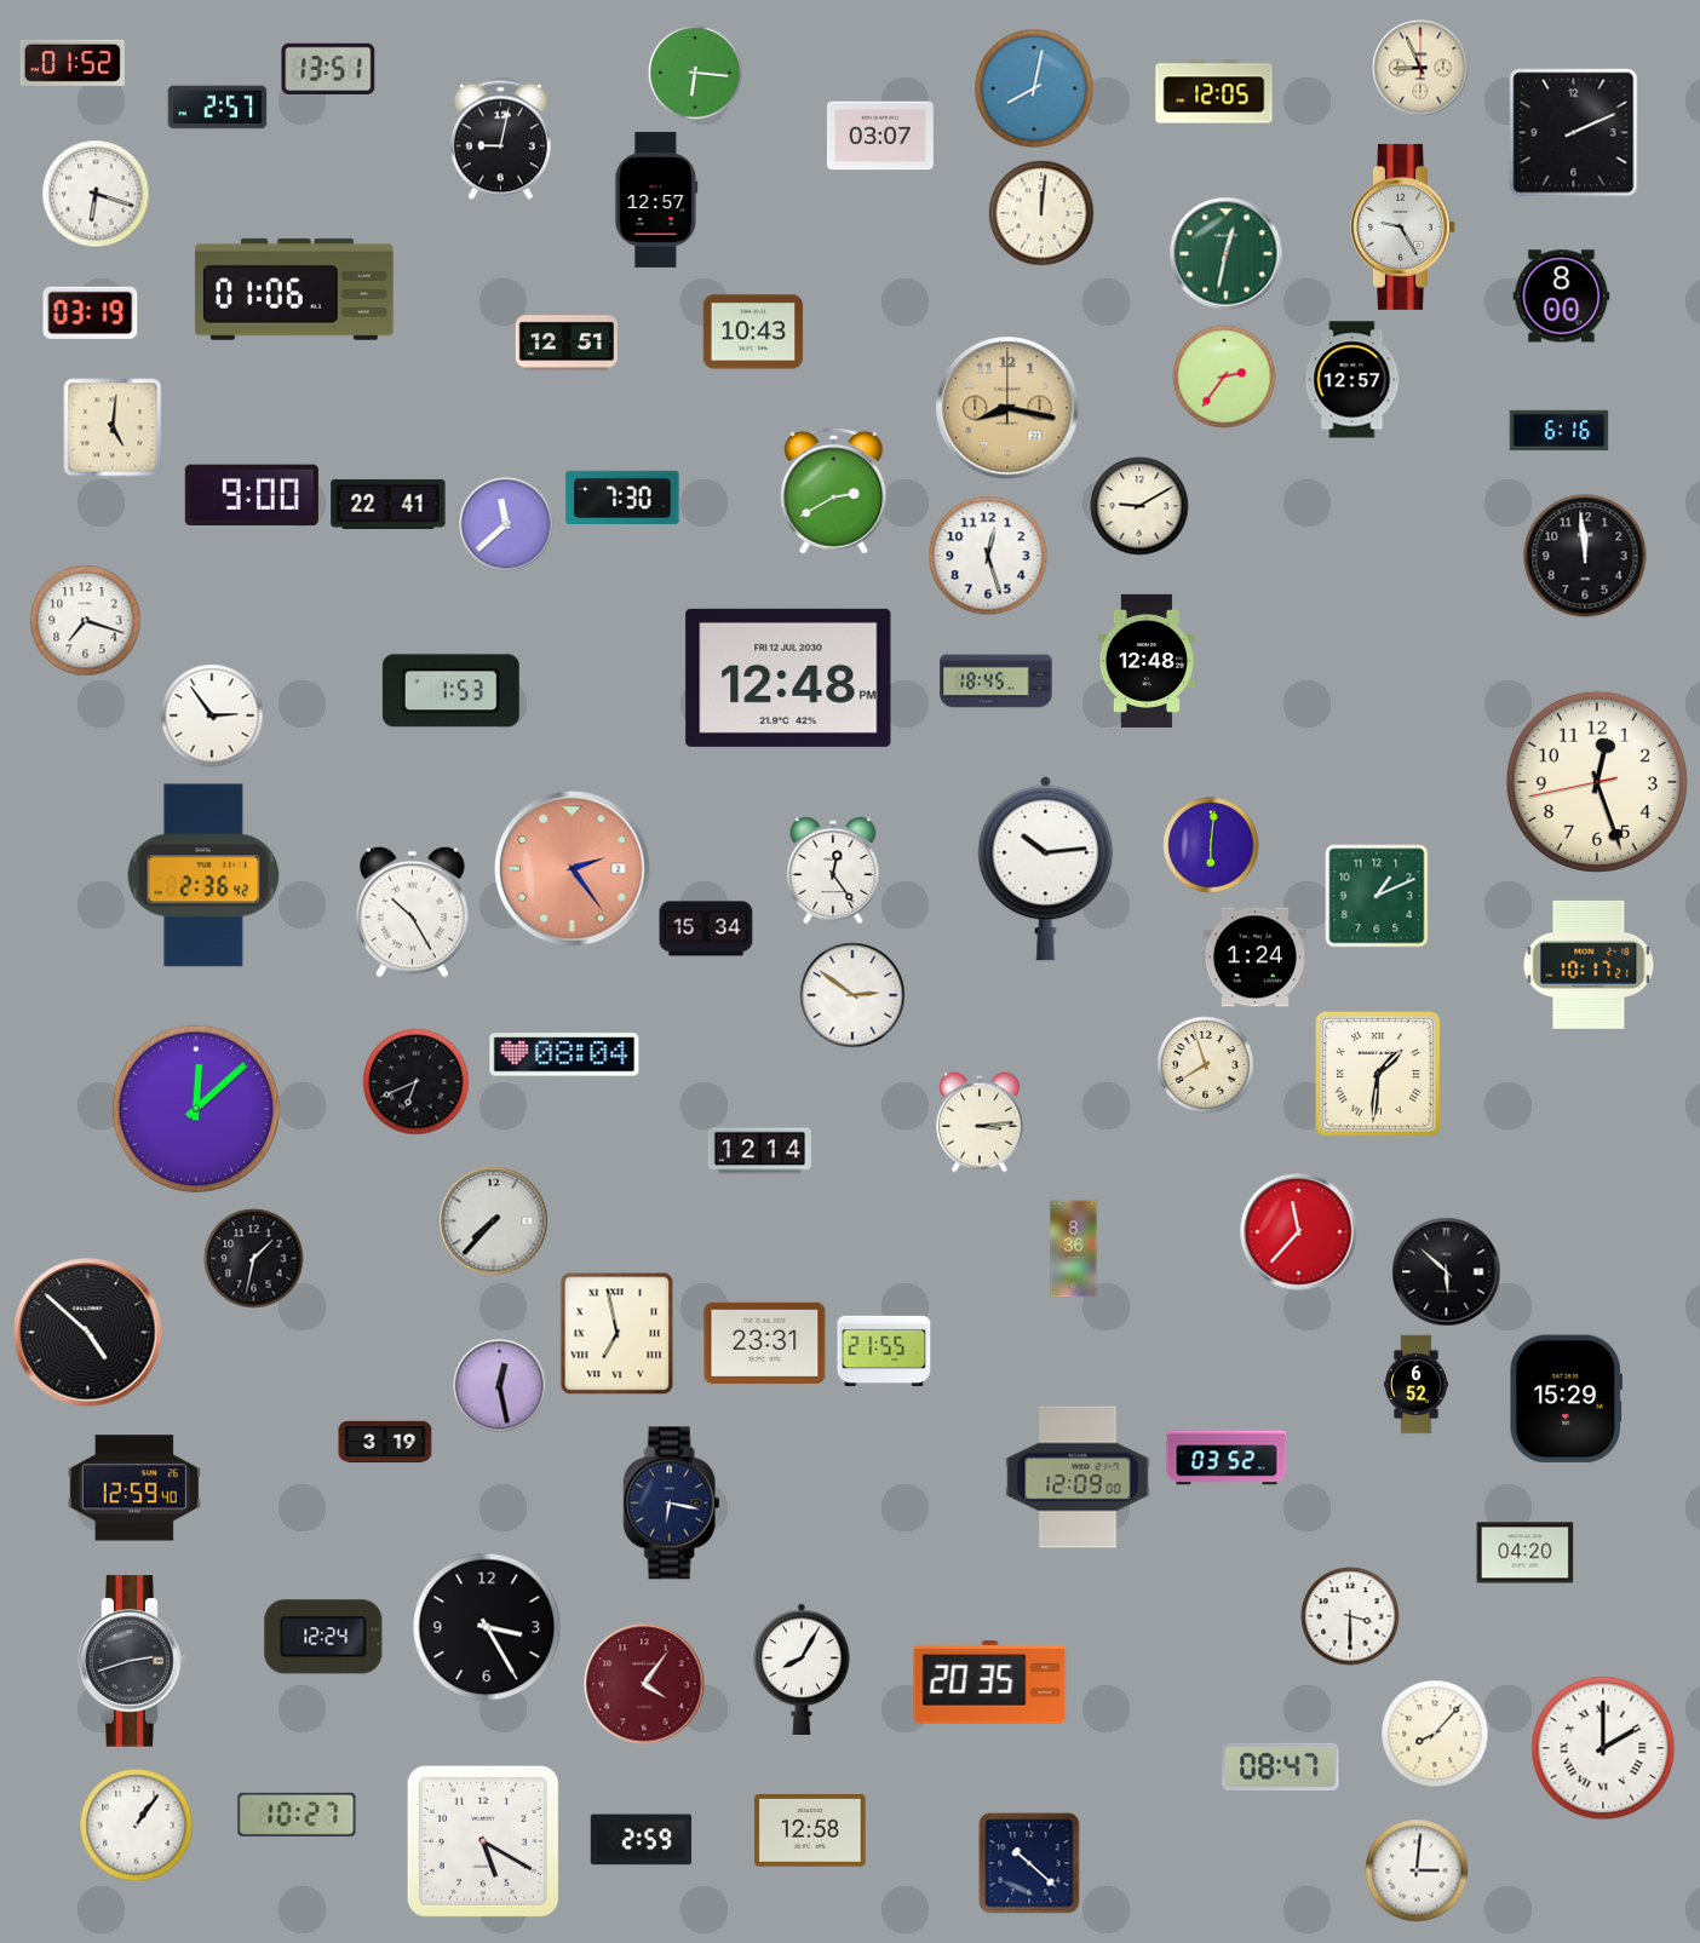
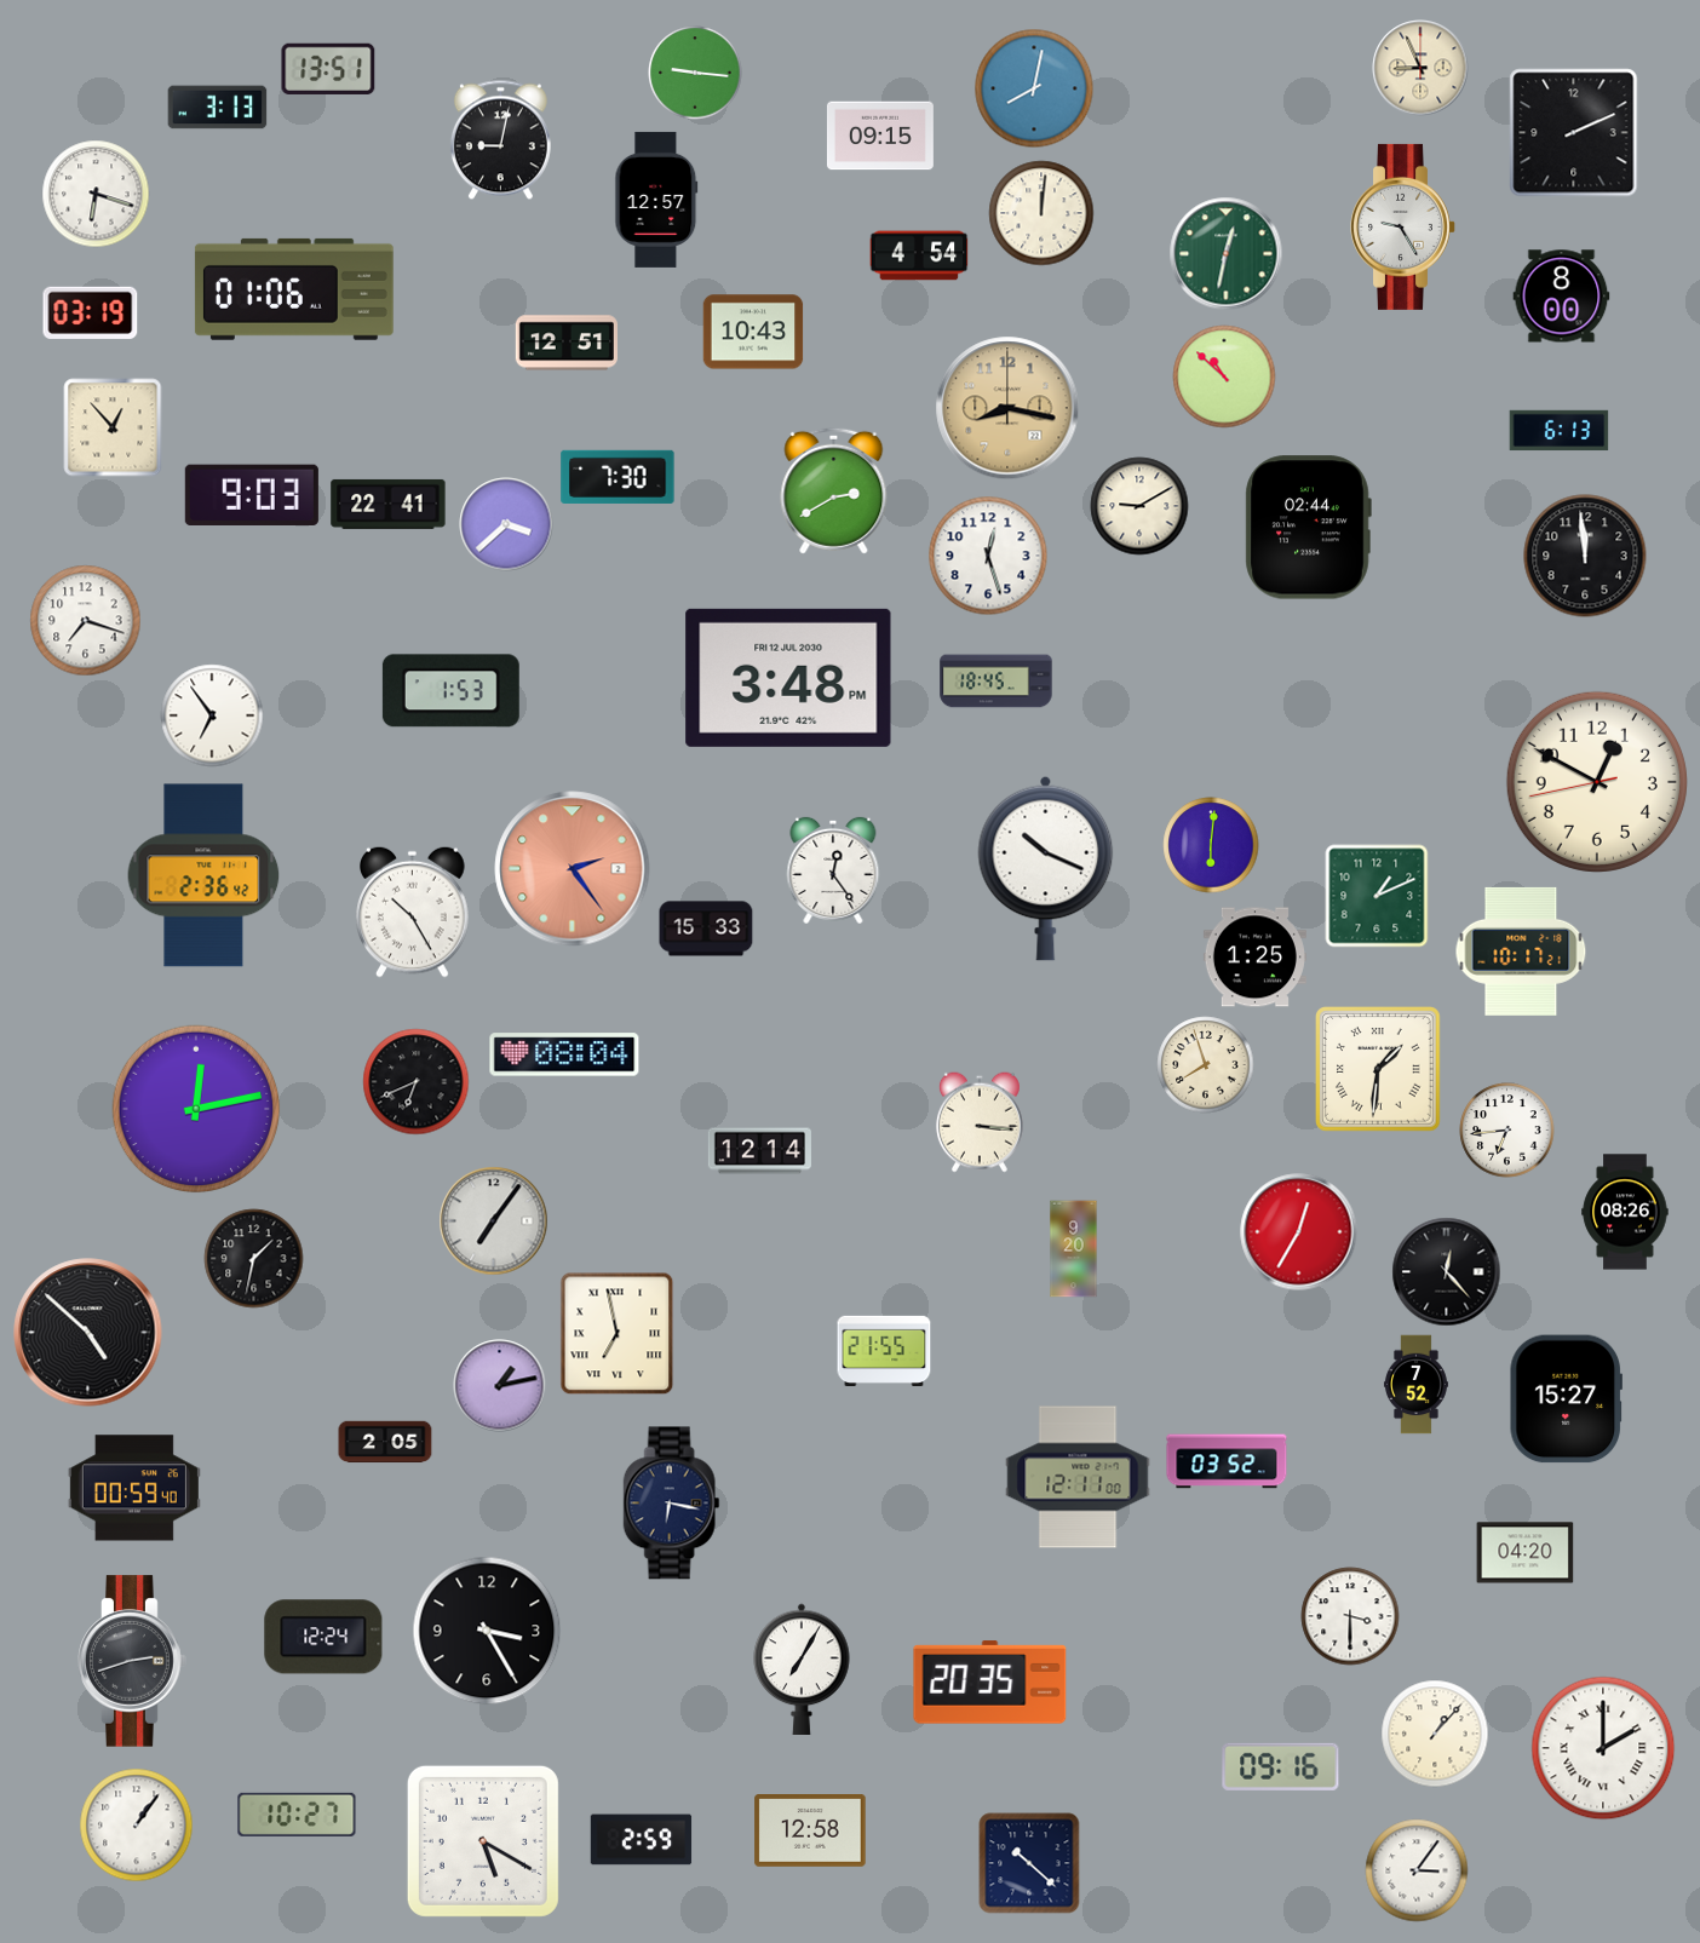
clock at (73, 63): 01:52 -> none
clock at (695, 73): 6:16 -> 9:16
clock at (1214, 92): 12:05 -> none
clock at (218, 108): 2:57 -> 3:13
clock at (880, 136): 03:07 -> 09:15
clock at (919, 255): none -> 4:54
clock at (1224, 376): 2:36 -> 10:52
clock at (1352, 380): 12:57 -> none
clock at (113, 427): 5:01 -> 12:53
clock at (1560, 431): 6:16 -> 6:13
clock at (252, 494): 9:00 -> 9:03
clock at (622, 498) position: (622, 498) -> (618, 477)
clock at (506, 524): 11:38 -> 3:38
clock at (1308, 528): none -> 02:44
clock at (1147, 661): 12:48 -> none
clock at (788, 678): 12:48 -> 3:48
clock at (212, 715): 2:54 -> 6:54
clock at (1597, 782): 12:26 -> 12:49
clock at (1046, 868): 10:14 -> 10:19
clock at (706, 929): 15:34 -> 15:33
clock at (1254, 958): 1:24 -> 1:25
clock at (1589, 965) position: (1589, 965) -> (1521, 952)
clock at (852, 995): 2:51 -> none
clock at (1379, 1075) position: (1379, 1075) -> (1379, 1070)
clock at (196, 1109): 12:08 -> 12:13
clock at (980, 1122): 3:14 -> 3:16
clock at (1507, 1131): none -> 6:44
clock at (1625, 1212): none -> 08:26
clock at (494, 1221): 7:37 -> 7:06
clock at (1299, 1232): 11:37 -> 12:35
clock at (1074, 1249): 8:36 -> 9:20
clock at (1447, 1272): 5:52 -> 12:23
clock at (765, 1343): 23:31 -> none
clock at (1415, 1385): 6:52 -> 7:52
clock at (500, 1386): 12:28 -> 1:13
clock at (1566, 1399): 15:29 -> 15:27
clock at (385, 1442): 3:19 -> 2:05
clock at (1227, 1458) position: (1227, 1458) -> (1227, 1461)
clock at (1078, 1477): 12:09 -> 12:11
clock at (134, 1488): 12:59 -> 00:59
clock at (487, 1627) position: (487, 1627) -> (487, 1631)
clock at (802, 1668): 8:05 -> 7:05
clock at (644, 1684): 4:06 -> none
clock at (1435, 1734): 8:07 -> 1:07
clock at (1281, 1766): 08:47 -> 09:16
clock at (1417, 1870): 3:01 -> 3:06
